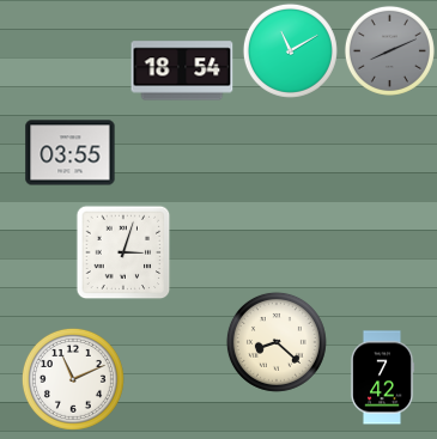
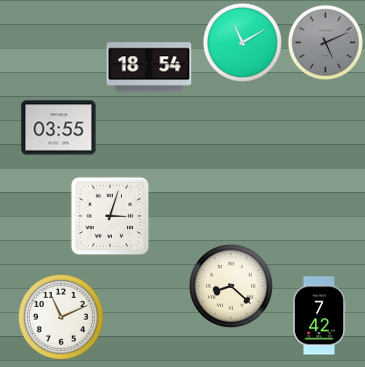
clock at (389, 50): 8:11 -> 5:11
clock at (182, 71) position: (182, 71) -> (149, 67)
clock at (123, 252) position: (123, 252) -> (110, 216)
